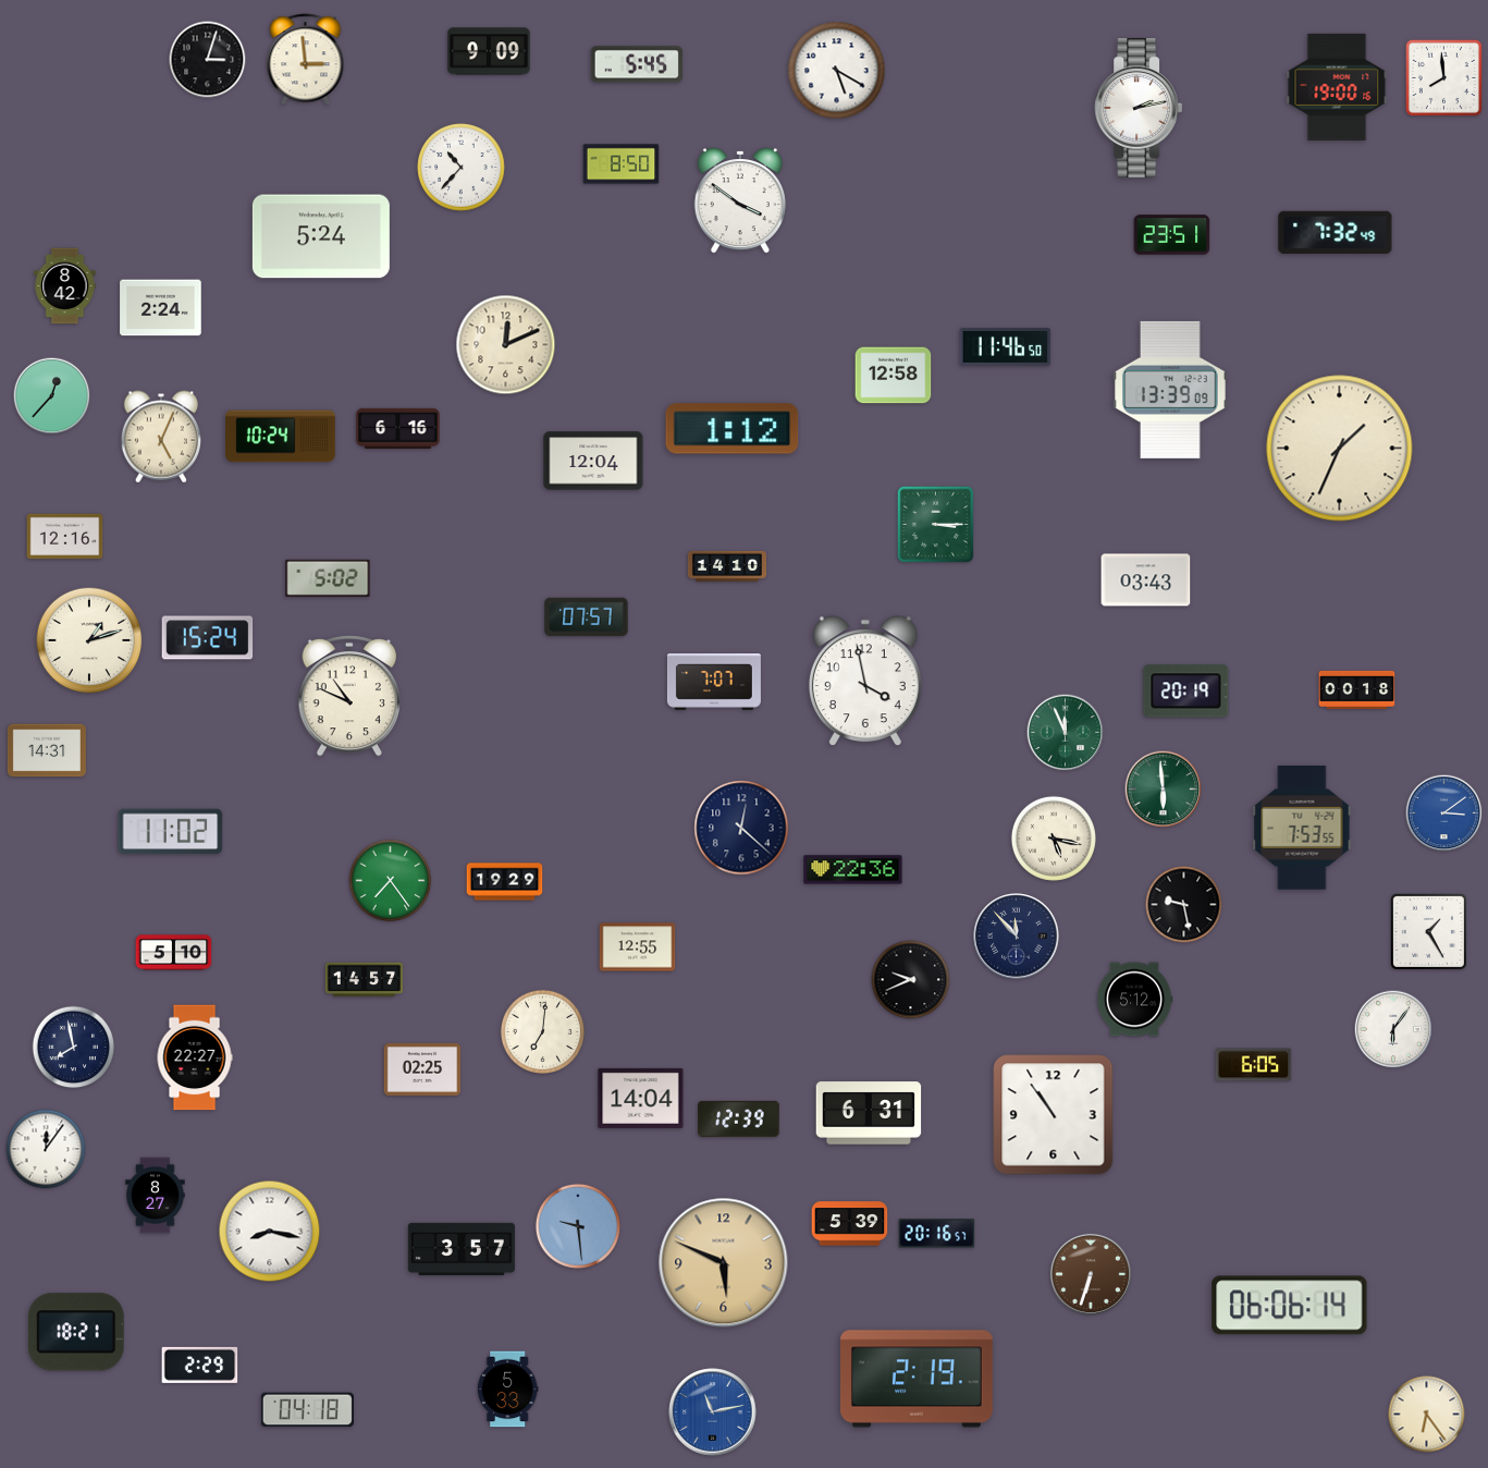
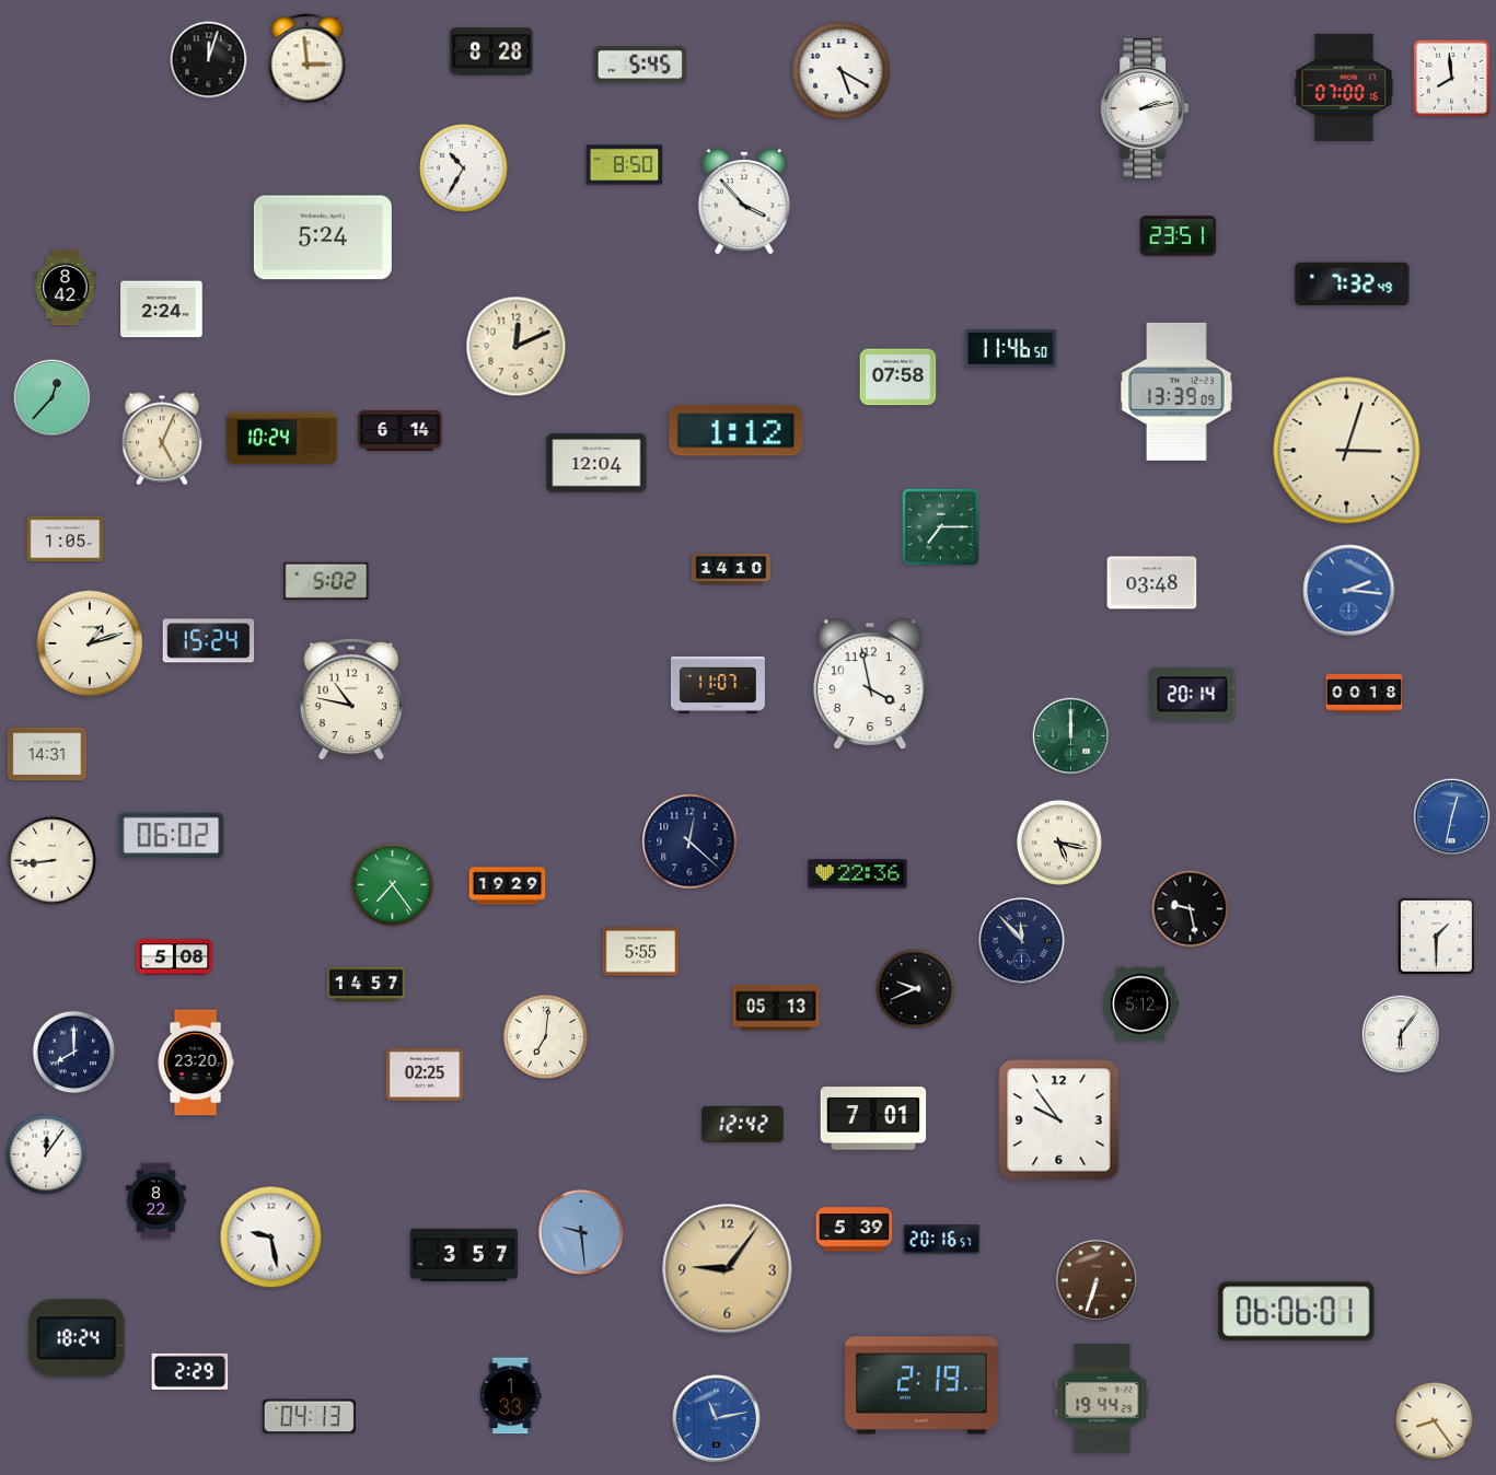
clock at (489, 51): 9:09 -> 8:28
clock at (208, 60): 3:03 -> 12:03
clock at (1337, 87): 19:00 -> 07:00
clock at (462, 168): 10:37 -> 10:35
clock at (740, 201): 3:51 -> 3:53
clock at (1336, 232) position: (1336, 232) -> (1353, 283)
clock at (506, 345) position: (506, 345) -> (517, 347)
clock at (894, 376): 12:58 -> 07:58
clock at (398, 428): 6:16 -> 6:14
clock at (1340, 449): 1:34 -> 3:03
clock at (935, 524): 3:15 -> 7:15
clock at (65, 537): 12:16 -> 1:05
clock at (328, 578) position: (328, 578) -> (326, 581)
clock at (1146, 580): 03:43 -> 03:48
clock at (1349, 591): none -> 2:16
clock at (587, 617): 07:57 -> none
clock at (714, 683): 7:07 -> 11:07
clock at (1186, 692): 20:19 -> 20:14
clock at (348, 696): 10:49 -> 10:47
clock at (1066, 733): 11:56 -> 12:00
clock at (1164, 790): 5:59 -> none
clock at (1444, 813): 3:09 -> 12:32
clock at (741, 828) position: (741, 828) -> (689, 841)
clock at (1302, 829): 7:53 -> none
clock at (171, 832): 11:02 -> 06:02
clock at (53, 861): none -> 8:44
clock at (1428, 931): 1:25 -> 1:30
clock at (638, 947): 12:55 -> 5:55
clock at (174, 953): 5:10 -> 5:08
clock at (911, 980) position: (911, 980) -> (916, 989)
clock at (776, 1008): none -> 05:13
clock at (74, 1048): 7:58 -> 8:00
clock at (195, 1057): 22:27 -> 23:20
clock at (1254, 1065): 6:05 -> none
clock at (641, 1098): 14:04 -> none
clock at (869, 1113): 6:31 -> 7:01
clock at (1054, 1115): 10:54 -> 9:54
clock at (739, 1118): 12:39 -> 12:42
clock at (156, 1196): 8:27 -> 8:22
clock at (270, 1232): 8:17 -> 9:28
clock at (724, 1263): 5:49 -> 9:06
clock at (1290, 1306): 06:06:14 -> 06:06:01
clock at (76, 1332): 18:21 -> 18:24
clock at (200, 1365) position: (200, 1365) -> (190, 1371)
clock at (507, 1390): 5:33 -> 1:33
clock at (1102, 1398): none -> 19:44
clock at (307, 1410): 04:18 -> 04:13
clock at (1427, 1415): 6:24 -> 8:24
